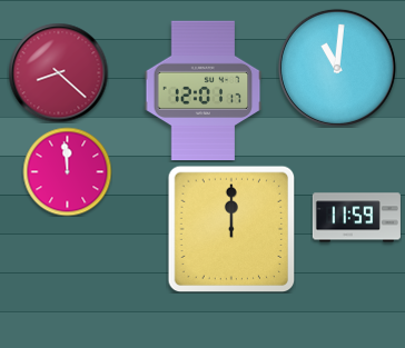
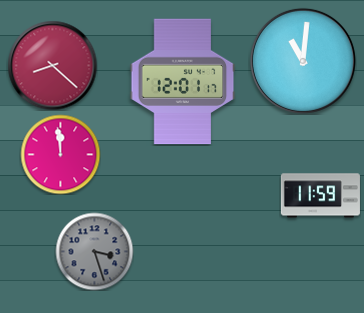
clock at (231, 229): 12:00 -> none
clock at (94, 251): none -> 3:27
